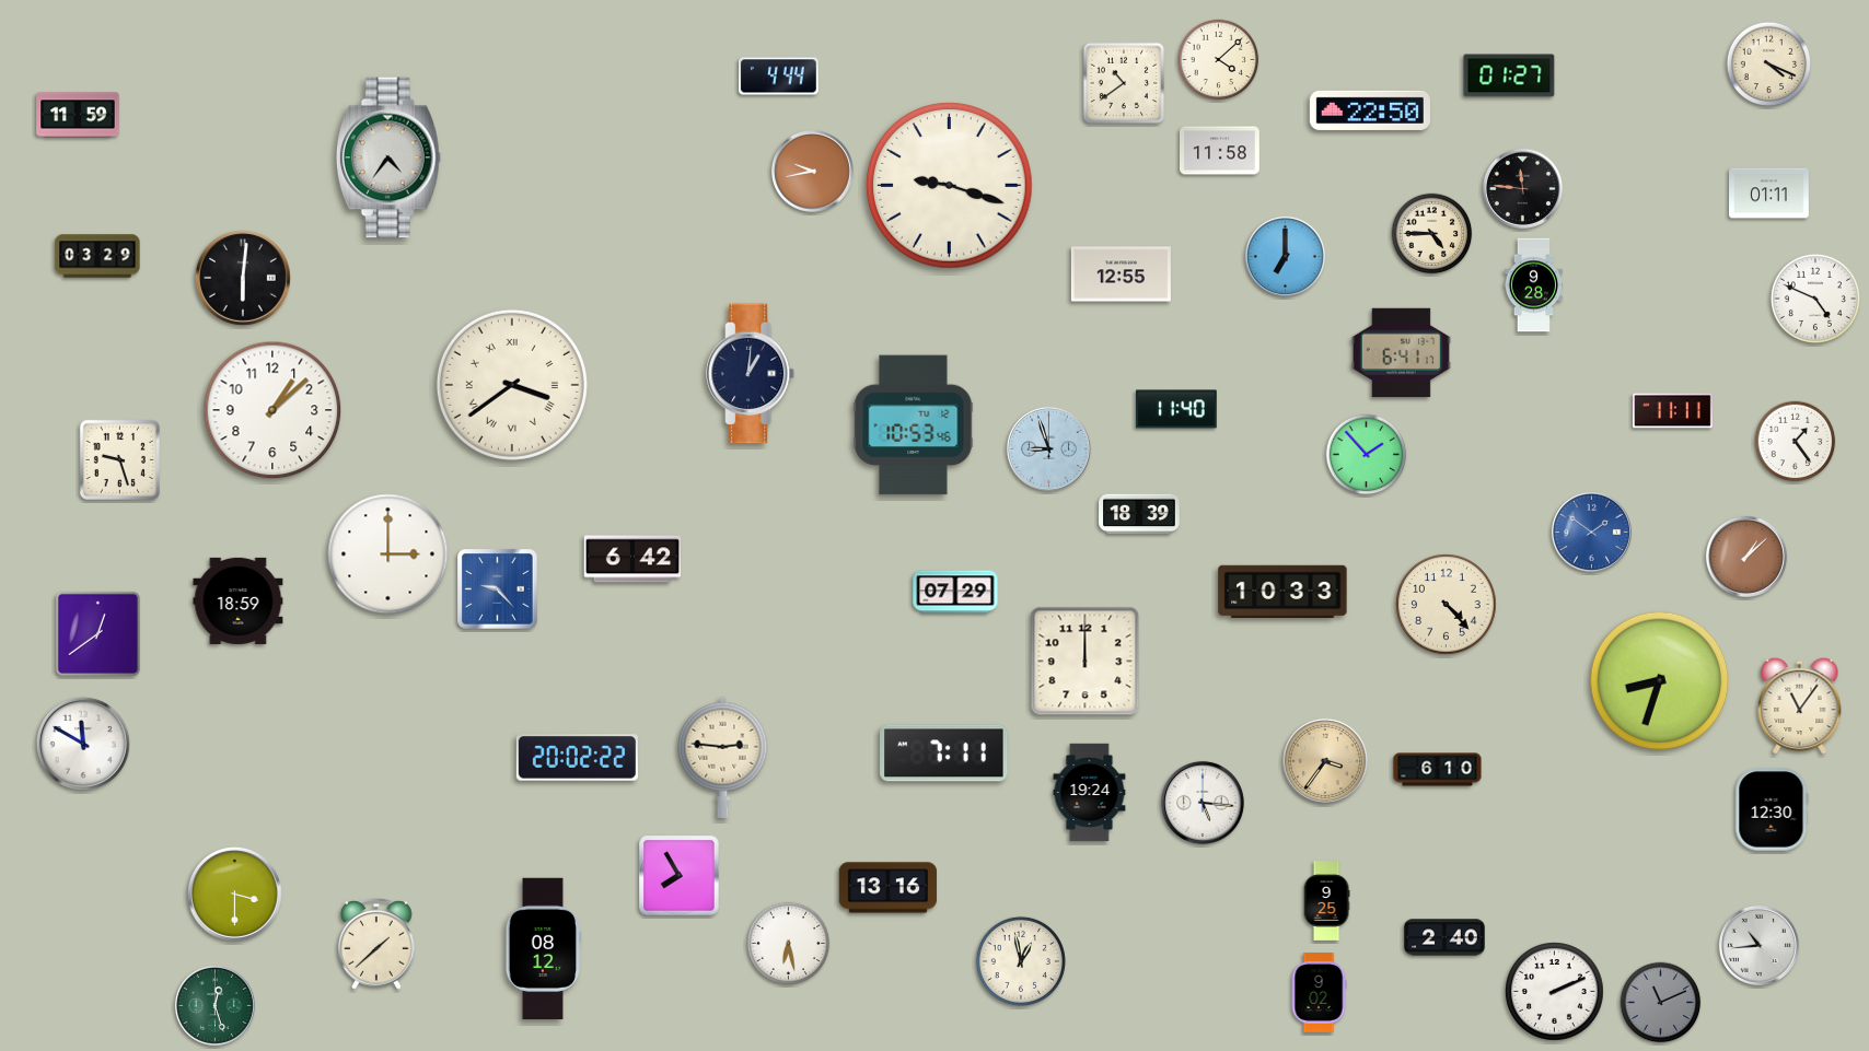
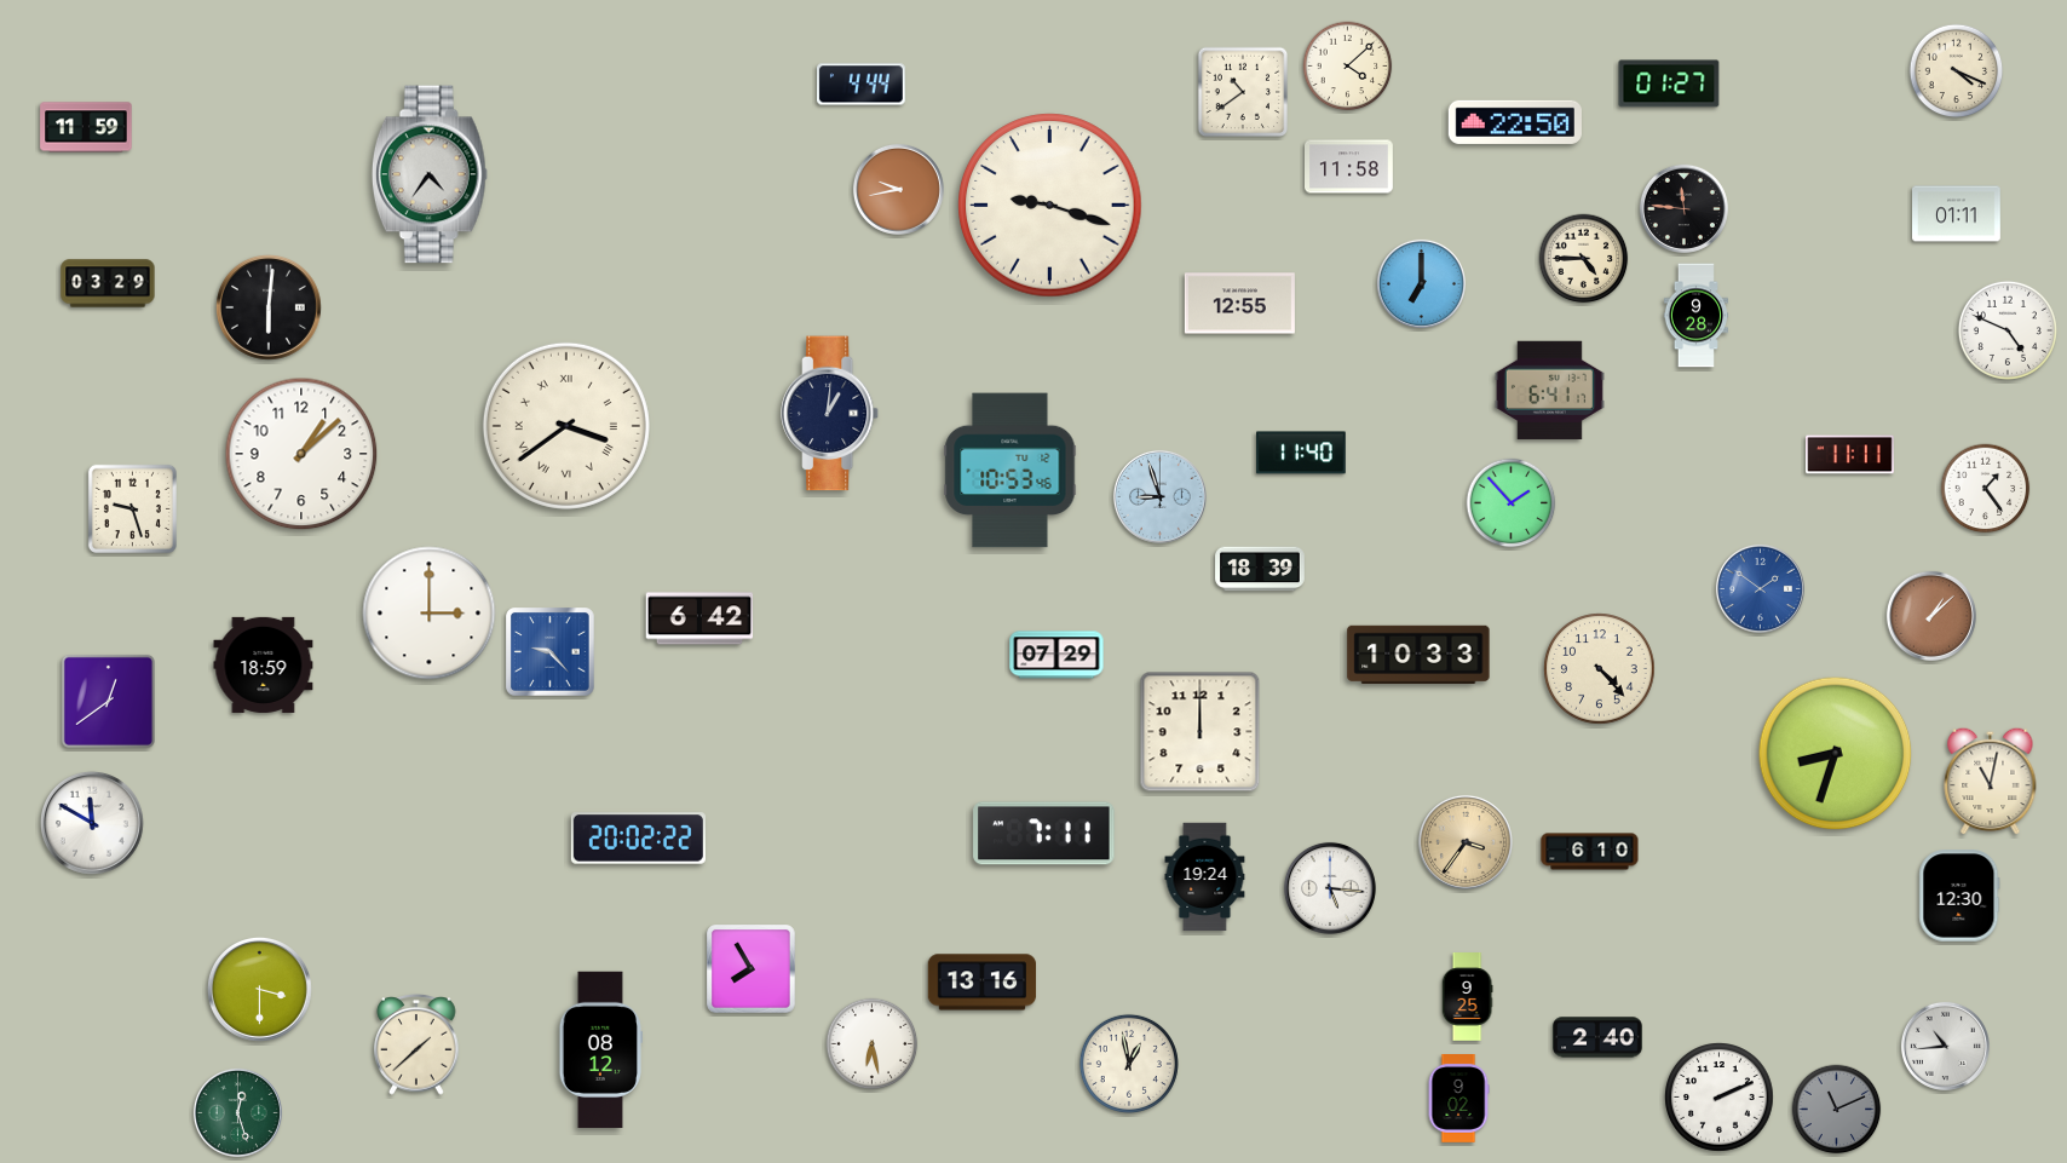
clock at (1800, 705): 11:06 -> 11:02
clock at (723, 757): 2:46 -> none
